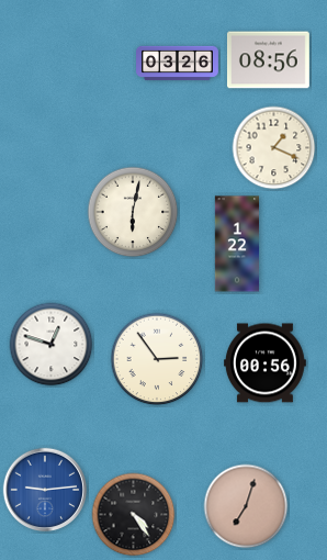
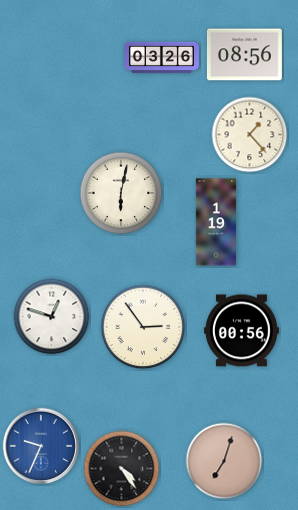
clock at (274, 148): 1:19 -> 1:23
clock at (237, 244): 1:22 -> 1:19
clock at (52, 345) position: (52, 345) -> (52, 317)
clock at (45, 490): 9:14 -> 9:34
